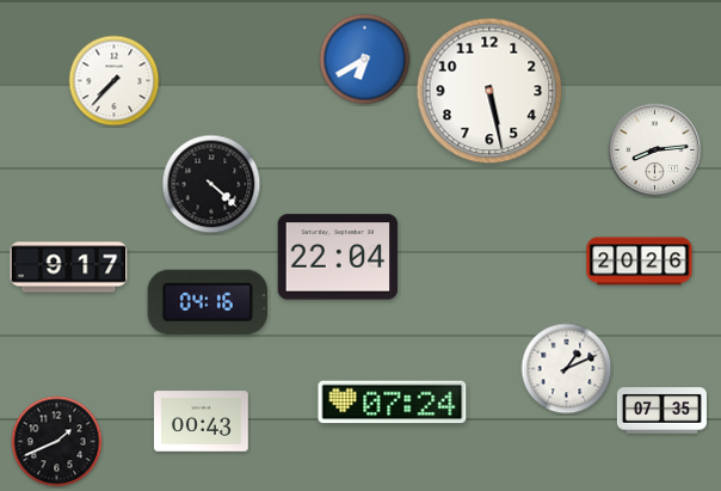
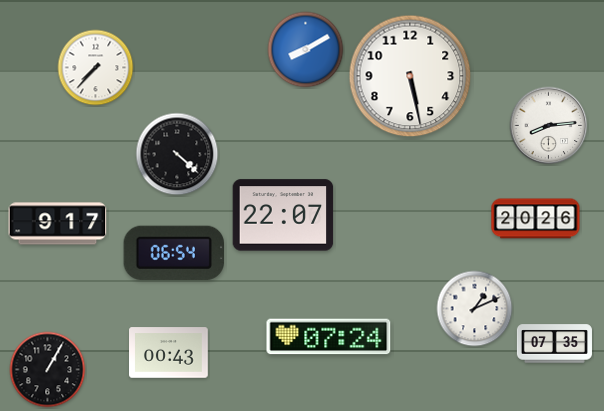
clock at (365, 60): 6:40 -> 8:10
clock at (338, 257): 22:04 -> 22:07
clock at (208, 302): 04:16 -> 06:54
clock at (57, 442): 1:41 -> 1:05
